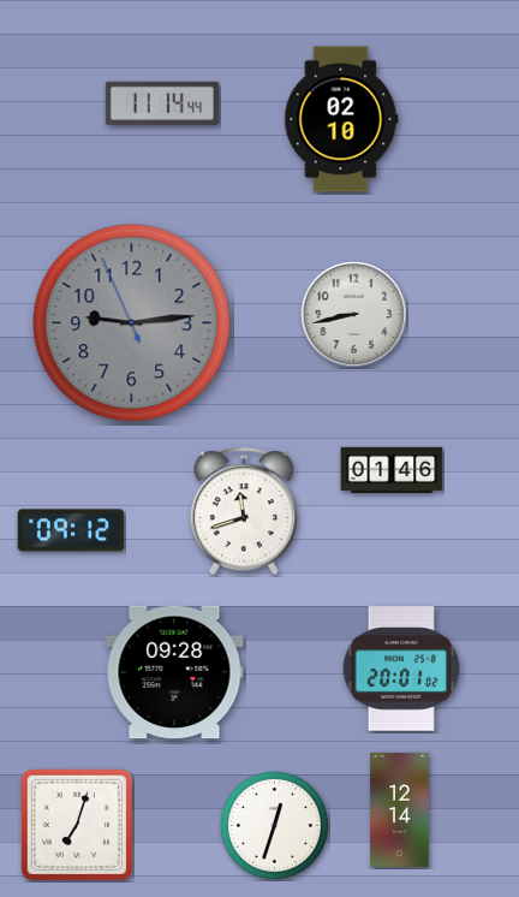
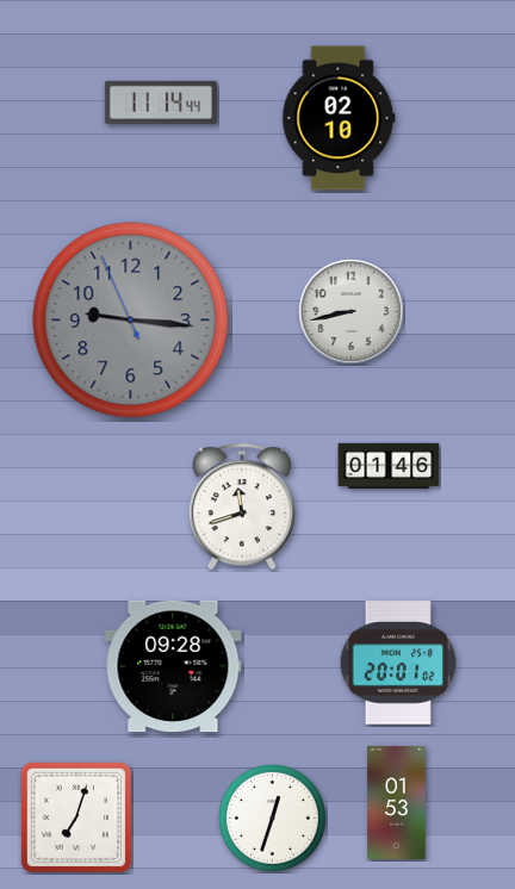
clock at (132, 323): 9:13 -> 9:15
clock at (71, 530): 09:12 -> none
clock at (400, 809): 12:14 -> 01:53
